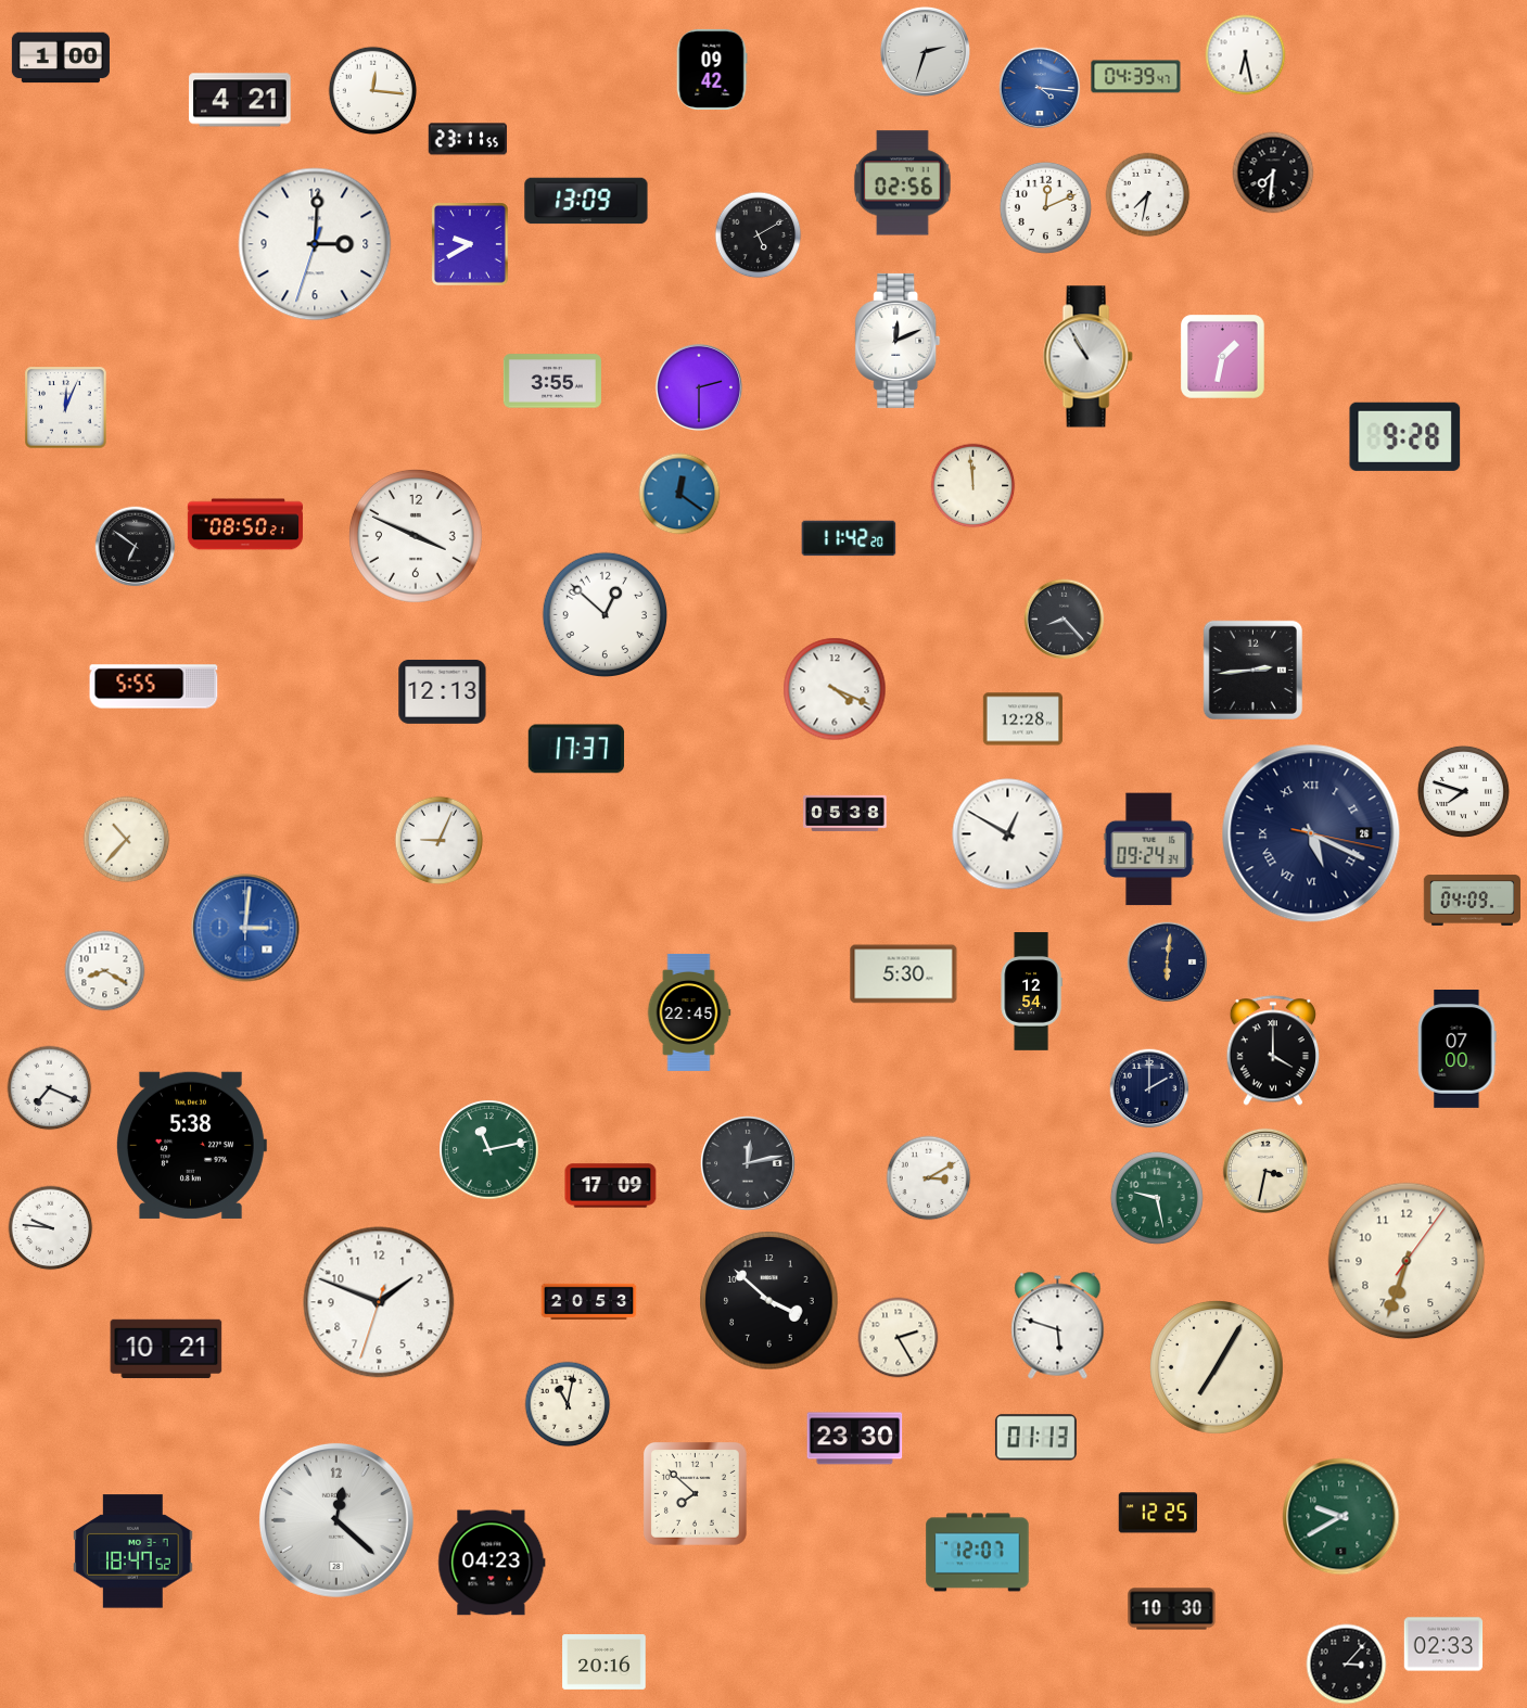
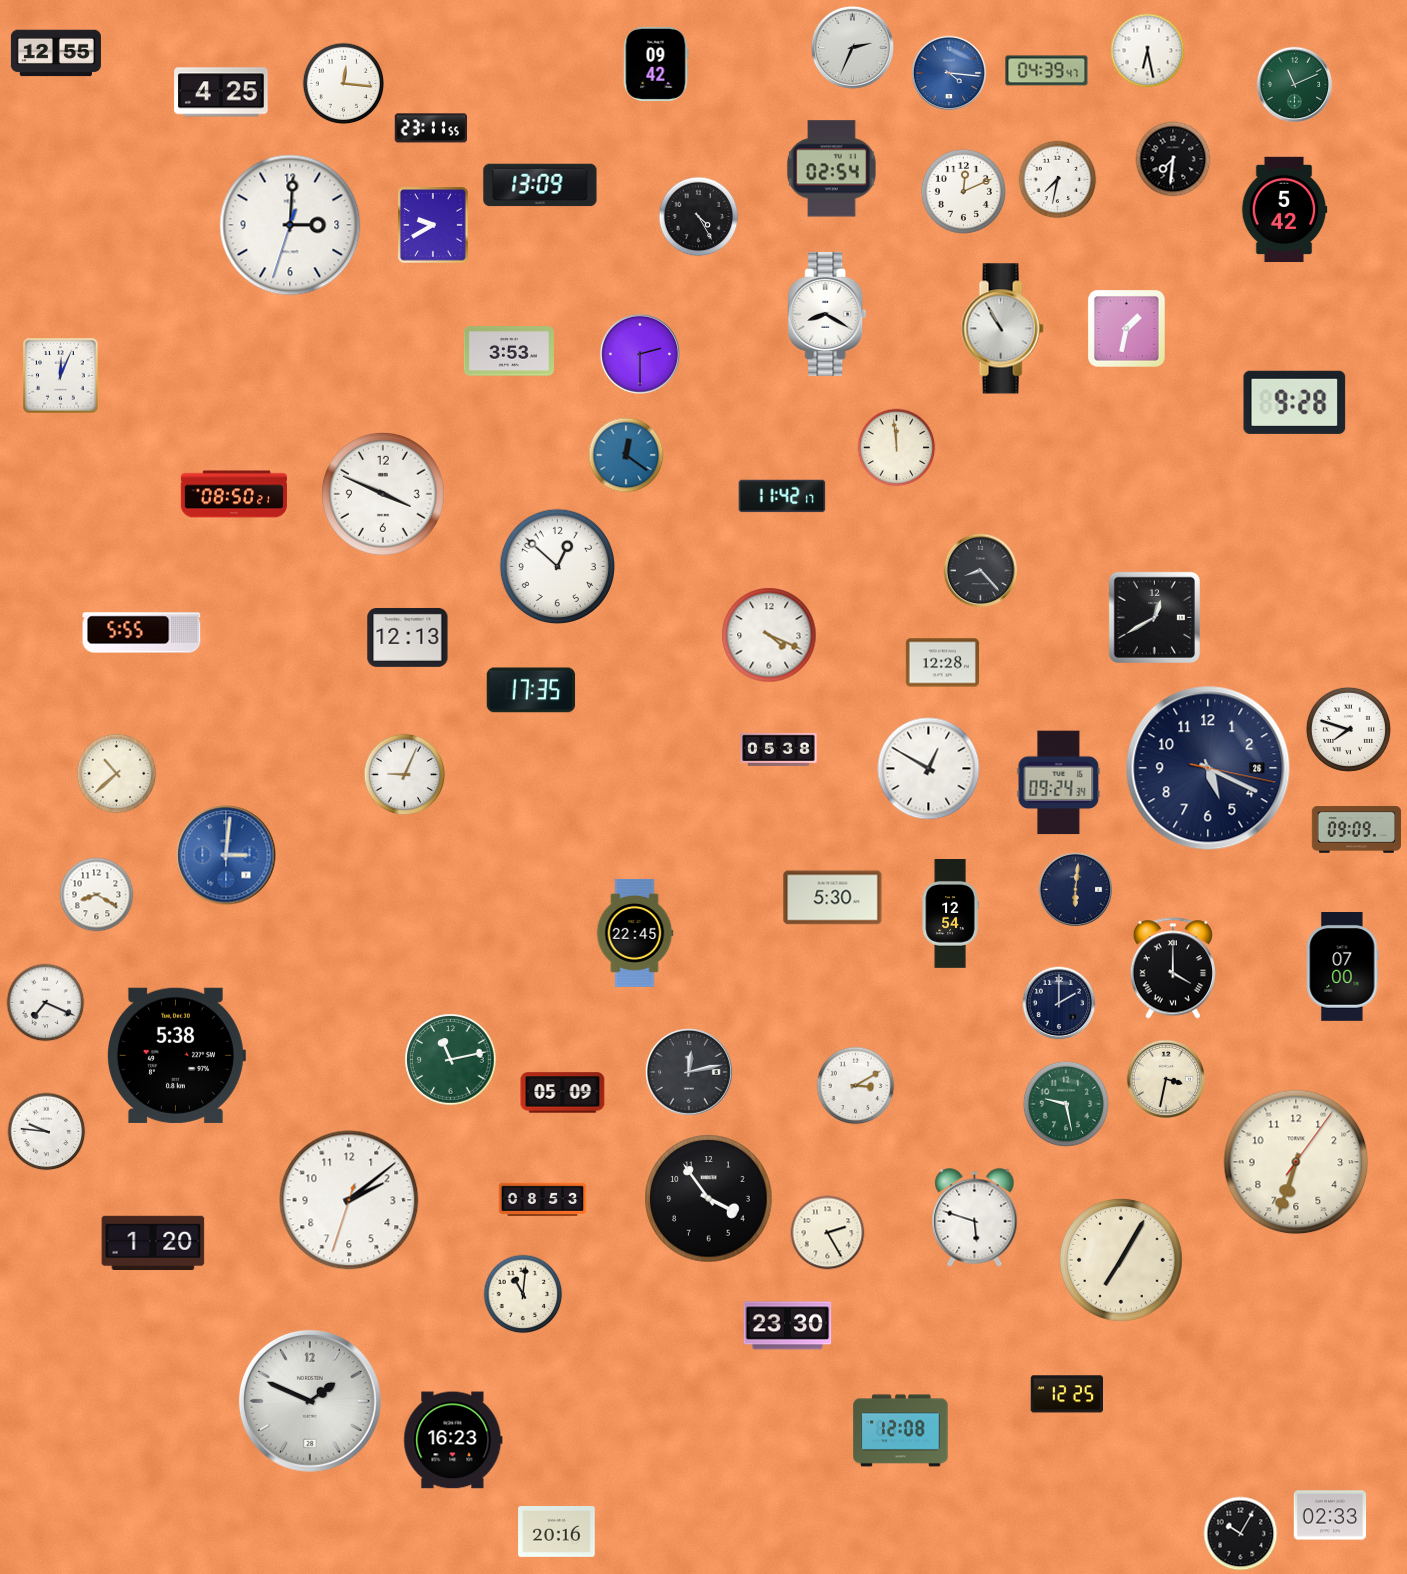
clock at (925, 51): 2:33 -> 2:34
clock at (61, 58): 1:00 -> 12:55
clock at (1040, 88) position: (1040, 88) -> (949, 73)
clock at (1295, 85): none -> 11:11
clock at (240, 100): 4:21 -> 4:25
clock at (902, 183): 02:56 -> 02:54
clock at (1284, 210): none -> 5:42
clock at (759, 235): 5:10 -> 4:25
clock at (898, 341): 12:11 -> 8:20
clock at (552, 381): 3:55 -> 3:53
clock at (699, 387) position: (699, 387) -> (640, 354)
clock at (245, 524) position: (245, 524) -> (234, 494)
clock at (849, 538): 11:42:20 -> 11:42:17
clock at (136, 547): 6:51 -> none
clock at (1252, 670): 2:44 -> 12:40
clock at (576, 749): 17:37 -> 17:35
clock at (1311, 833) numerals: Roman -> Arabic
clock at (127, 840): 10:37 -> 10:38
clock at (1472, 901): 04:09 -> 09:09
clock at (1168, 963) position: (1168, 963) -> (1076, 890)
clock at (611, 1186): 17:09 -> 05:09
clock at (769, 1301): 3:52 -> 3:54
clock at (379, 1302): 1:48 -> 2:08
clock at (589, 1302): 20:53 -> 08:53
clock at (1058, 1326) position: (1058, 1326) -> (975, 1218)
clock at (166, 1348): 10:21 -> 1:20
clock at (568, 1404): 11:02 -> 11:01
clock at (1035, 1438): 01:13 -> none
clock at (695, 1493): 7:52 -> none
clock at (1341, 1517): 9:40 -> none
clock at (336, 1520): 12:22 -> 1:49
clock at (133, 1552): 18:47 -> none
clock at (978, 1553): 12:07 -> 12:08
clock at (492, 1563): 04:23 -> 16:23
clock at (1172, 1609): 10:30 -> none
clock at (1347, 1665): 3:07 -> 10:05
